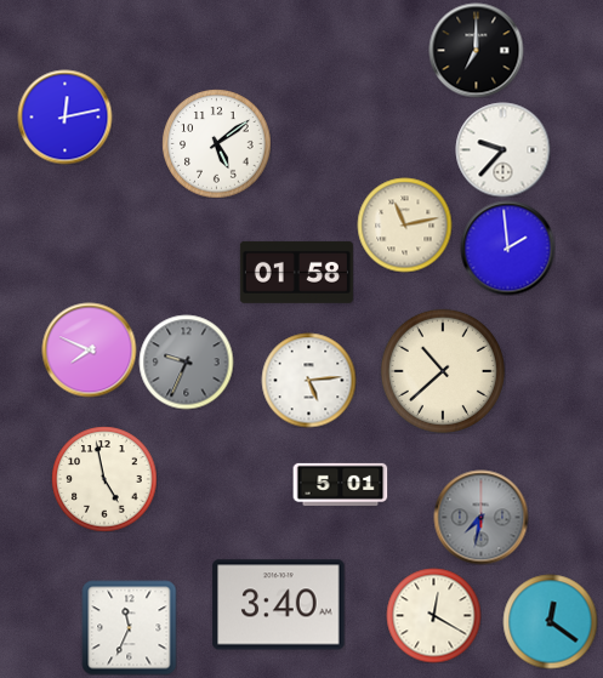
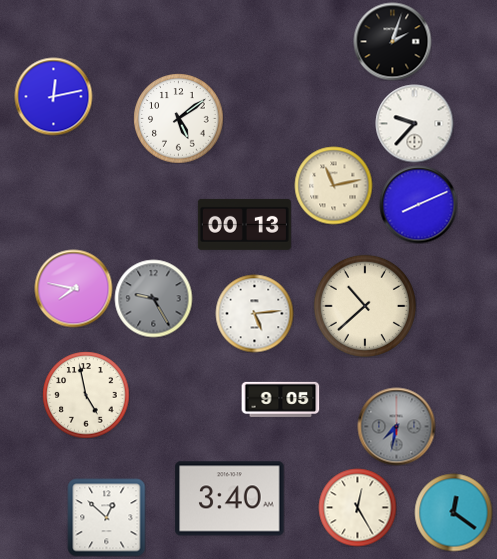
clock at (476, 50): 7:00 -> 2:03
clock at (507, 247): 1:59 -> 8:11
clock at (296, 272): 01:58 -> 00:13
clock at (89, 349): 7:49 -> 7:47
clock at (186, 361): 9:34 -> 9:25
clock at (340, 484): 5:01 -> 9:05
clock at (433, 615): 12:20 -> 12:25
clock at (129, 627): 11:34 -> 12:52
